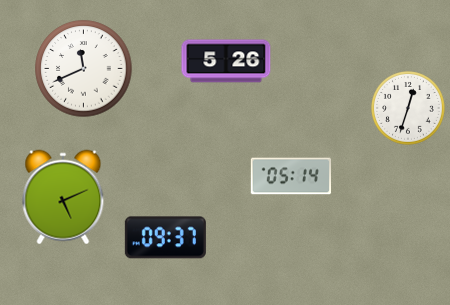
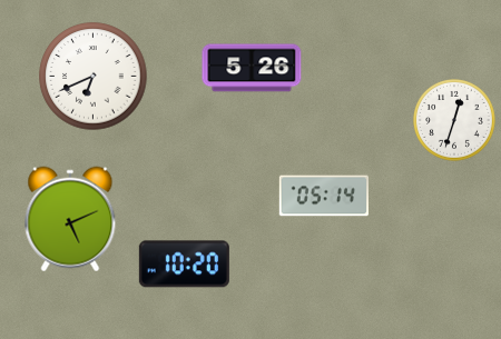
clock at (84, 69): 11:41 -> 6:41
clock at (165, 238): 09:37 -> 10:20
